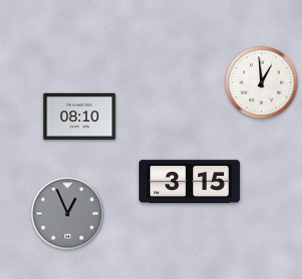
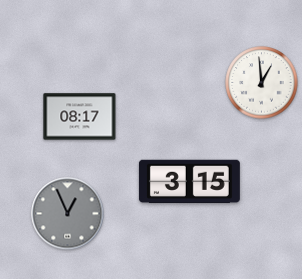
clock at (80, 117): 08:10 -> 08:17
